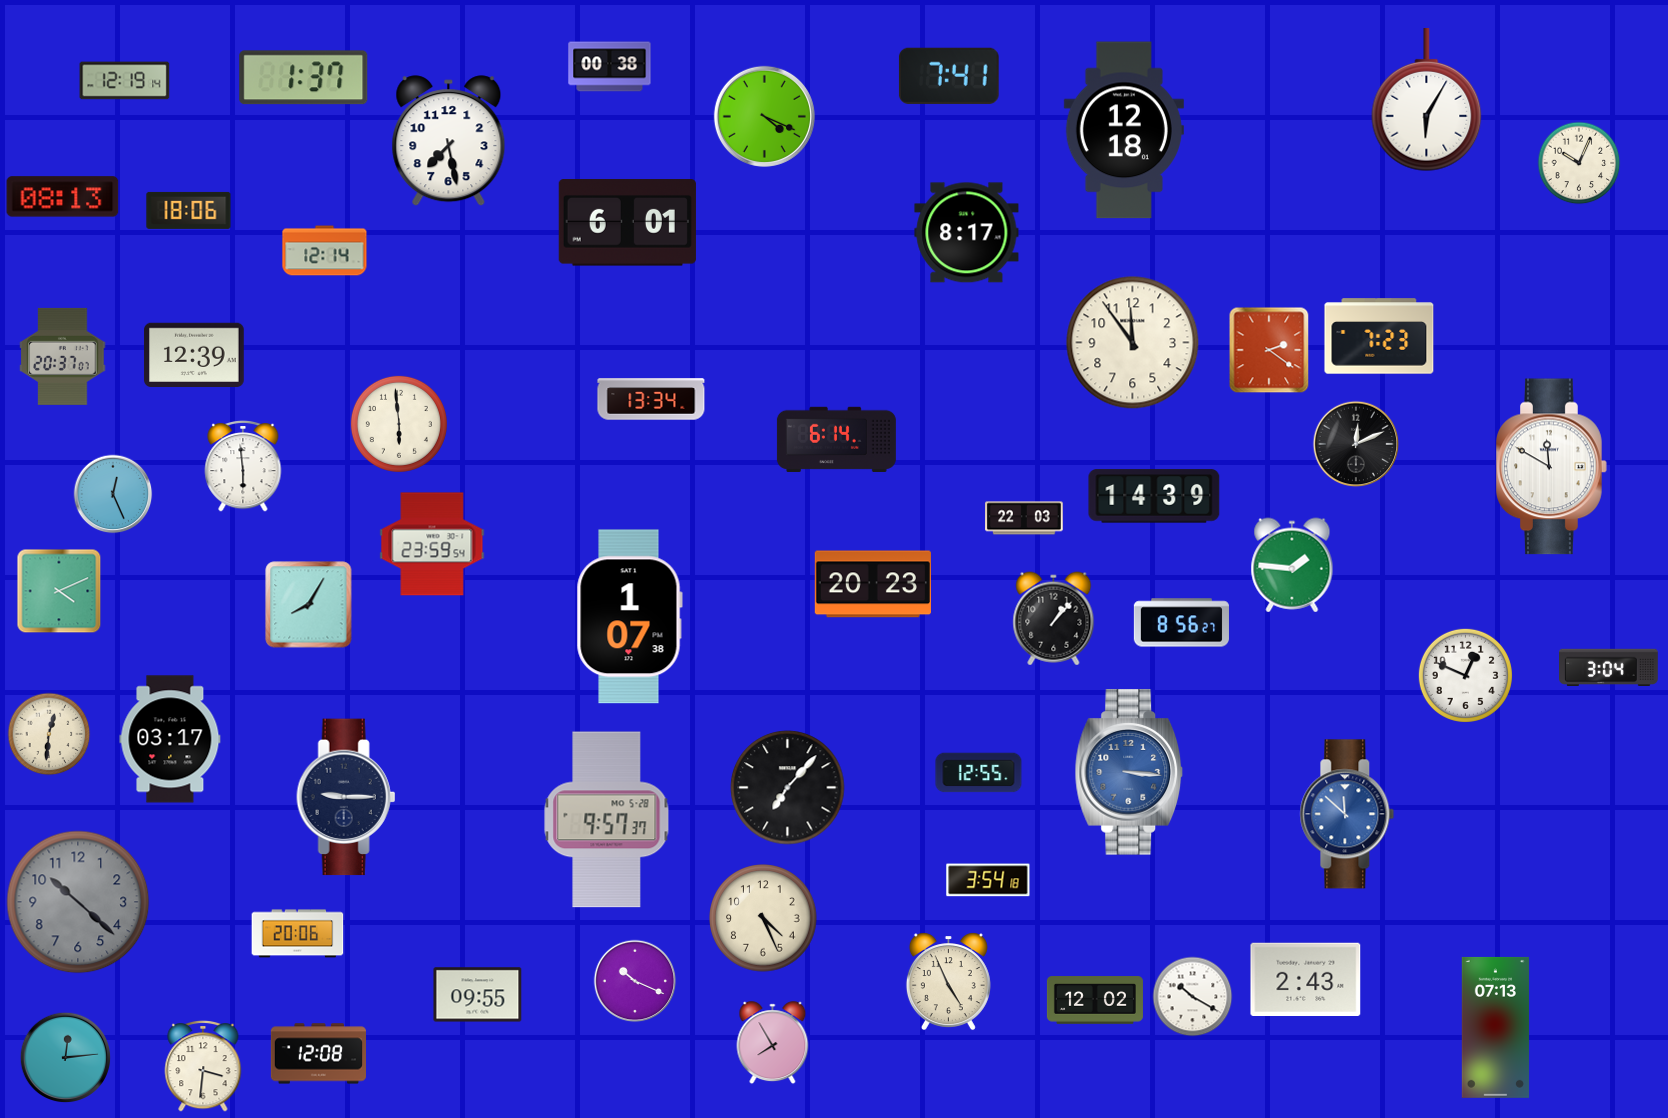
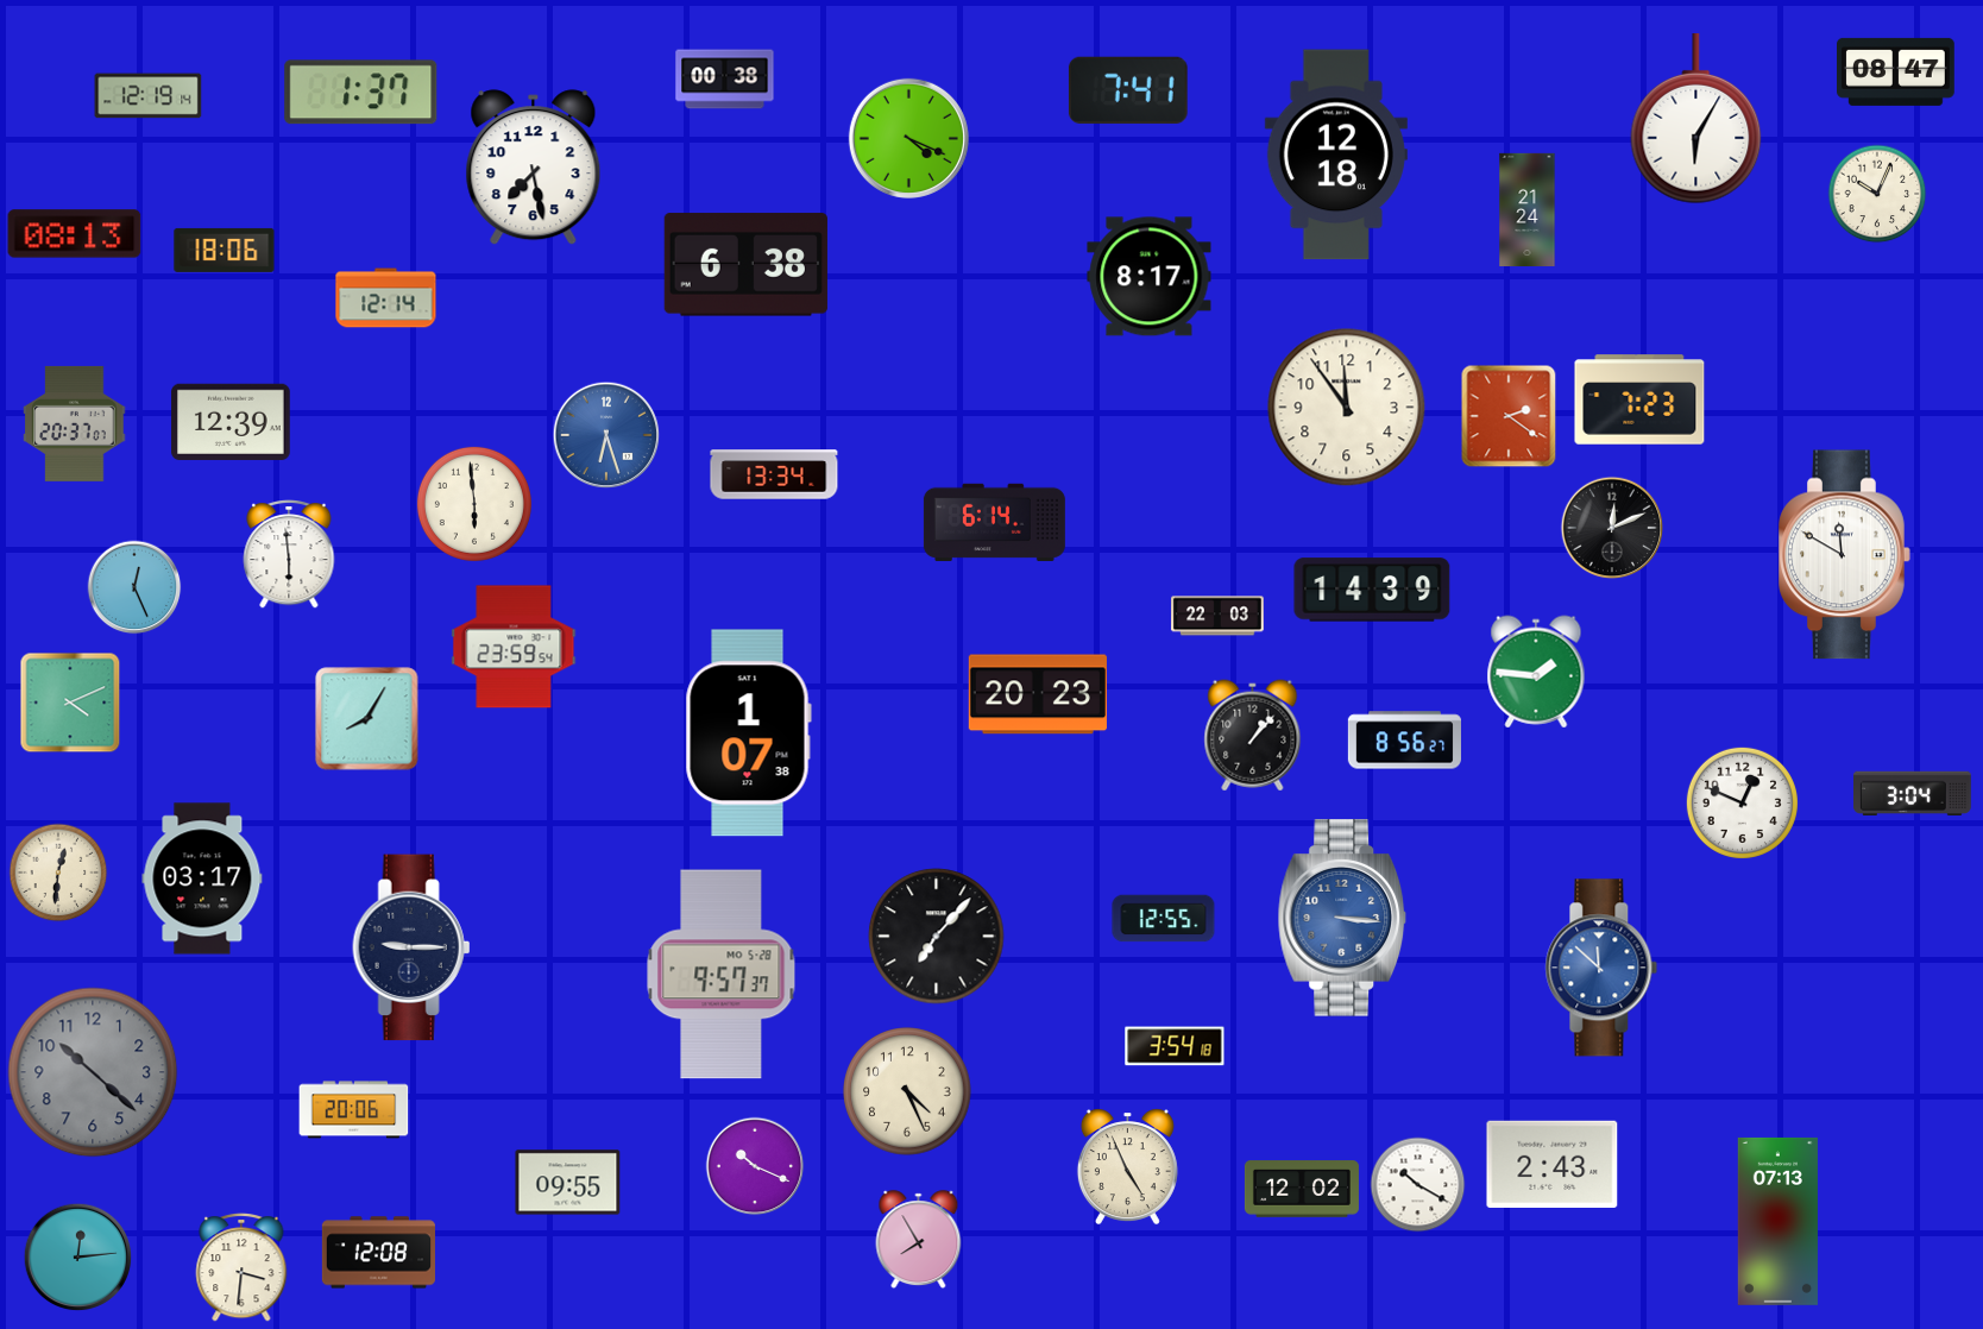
clock at (1896, 71): none -> 08:47
clock at (1528, 209): none -> 21:24
clock at (627, 223): 6:01 -> 6:38
clock at (606, 435): none -> 6:27
